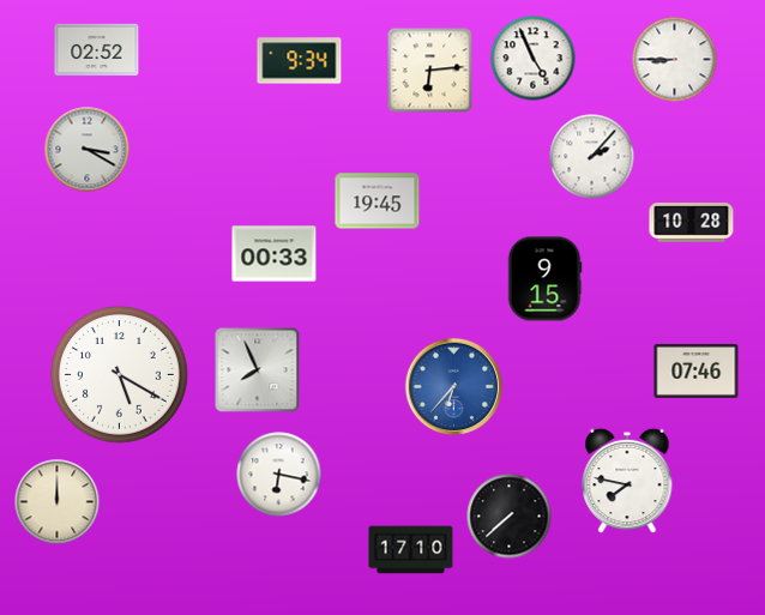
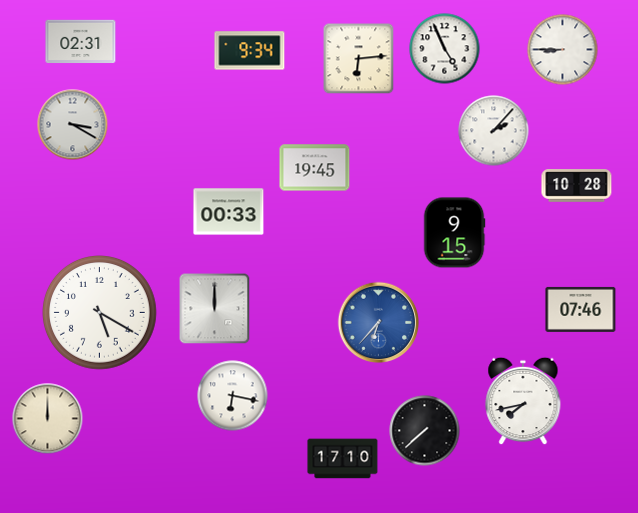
clock at (97, 50): 02:52 -> 02:31
clock at (258, 370): 7:56 -> 12:00
clock at (627, 481): 7:47 -> 7:43
